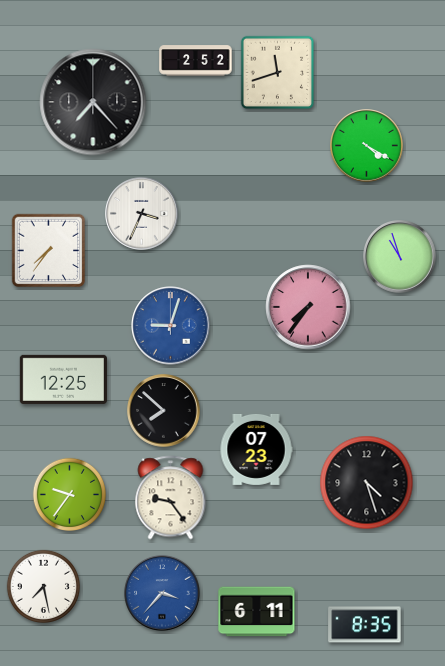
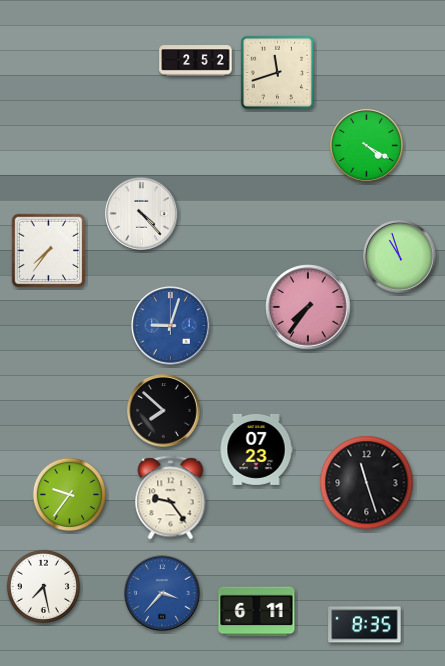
clock at (93, 102): 7:23 -> none
clock at (142, 214): 3:34 -> 4:23
clock at (63, 379): 12:25 -> none
clock at (367, 483): 4:27 -> 11:27
